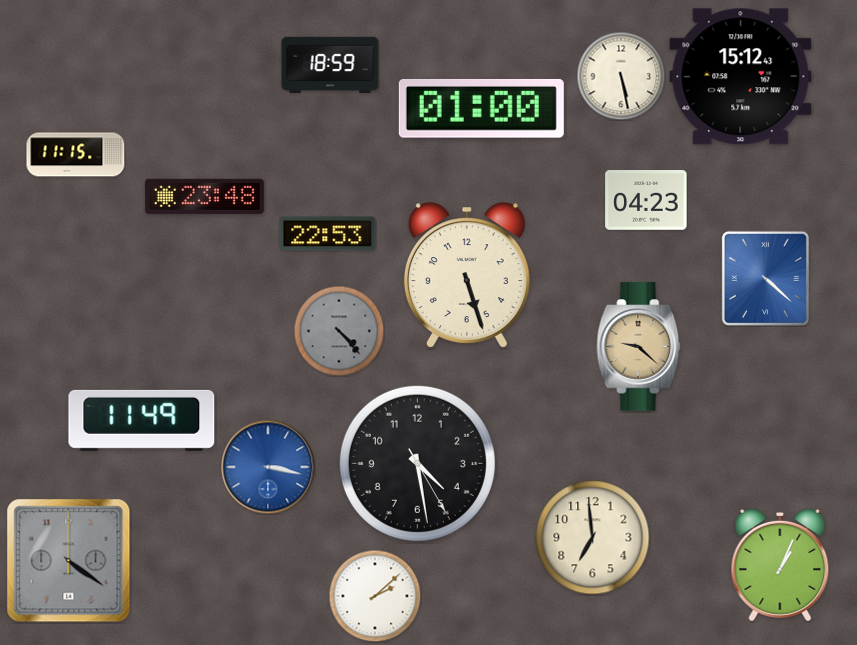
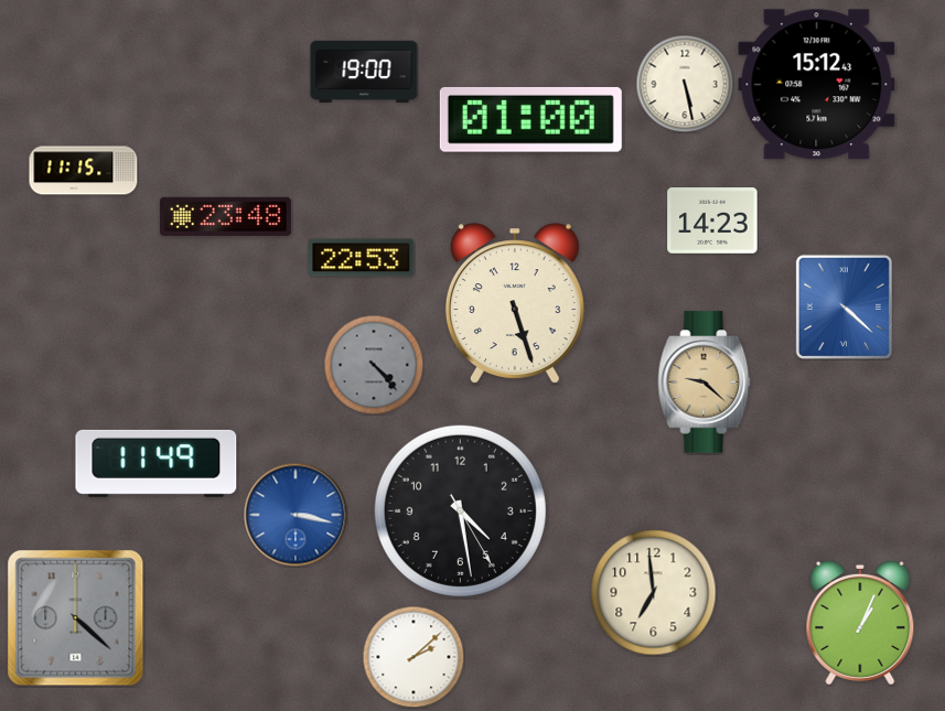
clock at (330, 65): 18:59 -> 19:00
clock at (646, 201): 04:23 -> 14:23
clock at (69, 561): 4:21 -> 4:22
